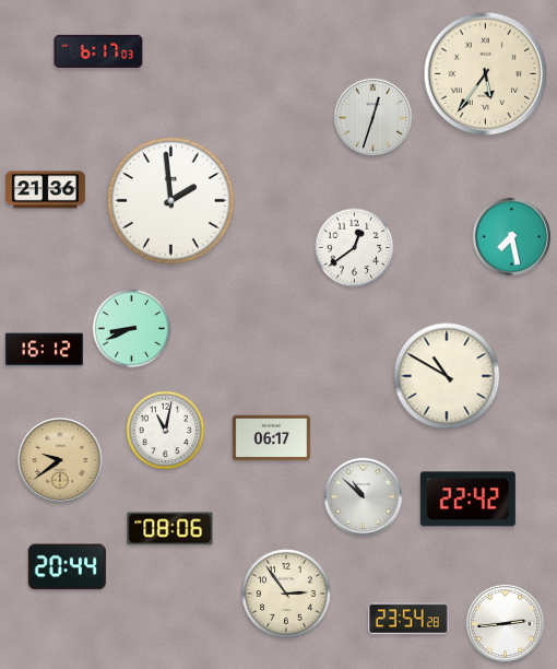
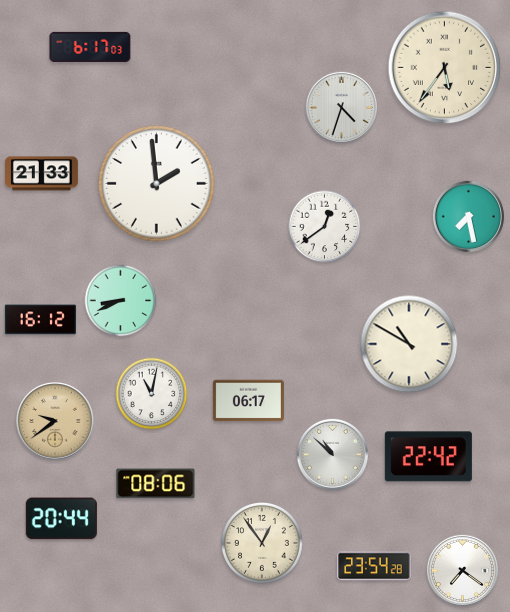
clock at (372, 117): 12:33 -> 4:33
clock at (46, 190): 21:36 -> 21:33
clock at (286, 594): 2:54 -> 12:54
clock at (505, 623): 2:44 -> 7:21
